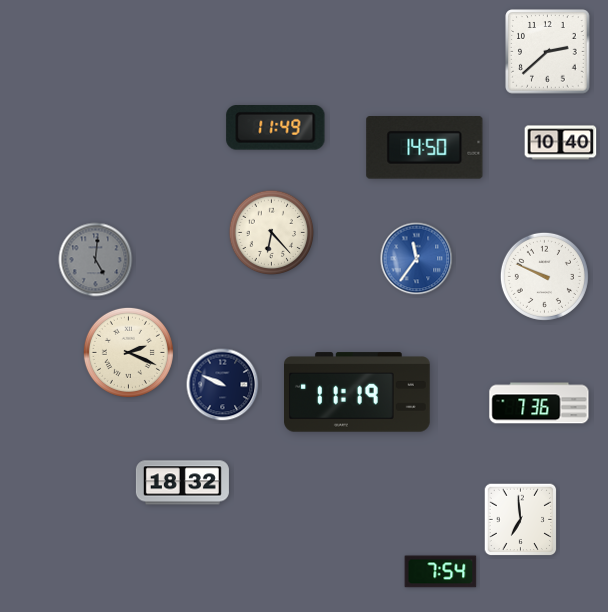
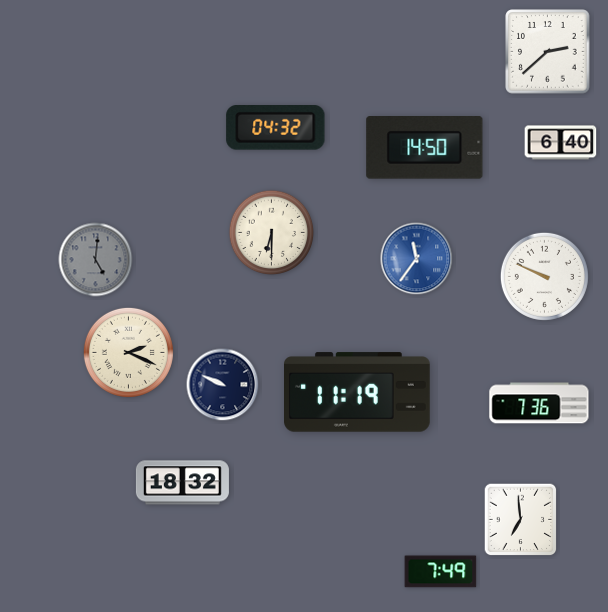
clock at (276, 128): 11:49 -> 04:32
clock at (561, 143): 10:40 -> 6:40
clock at (272, 233): 6:23 -> 6:30
clock at (441, 572): 7:54 -> 7:49
